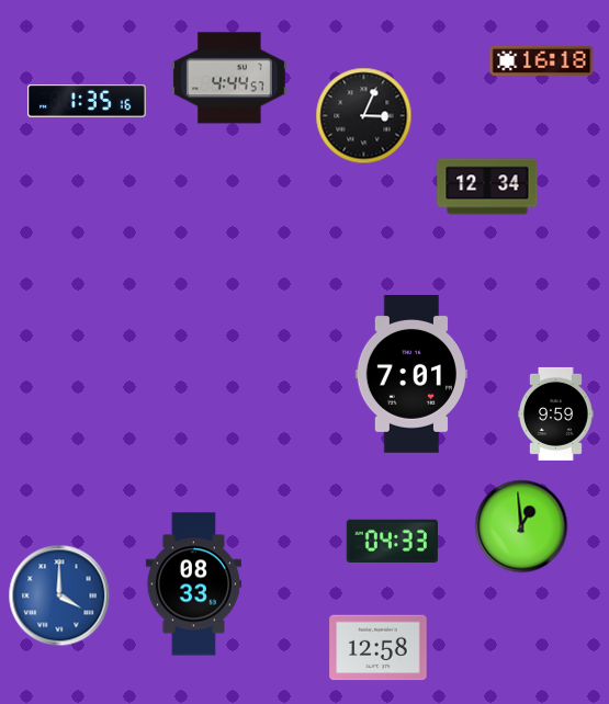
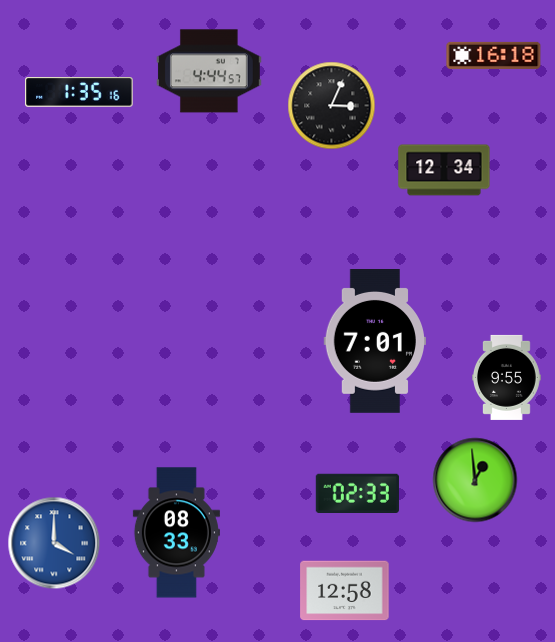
clock at (556, 413): 9:59 -> 9:55
clock at (392, 541): 04:33 -> 02:33
